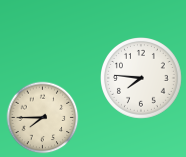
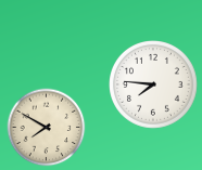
clock at (43, 118): 7:45 -> 7:50
